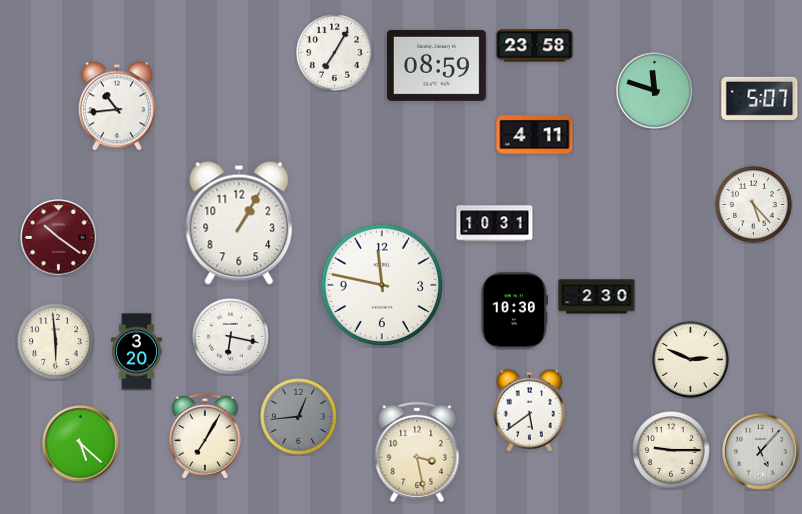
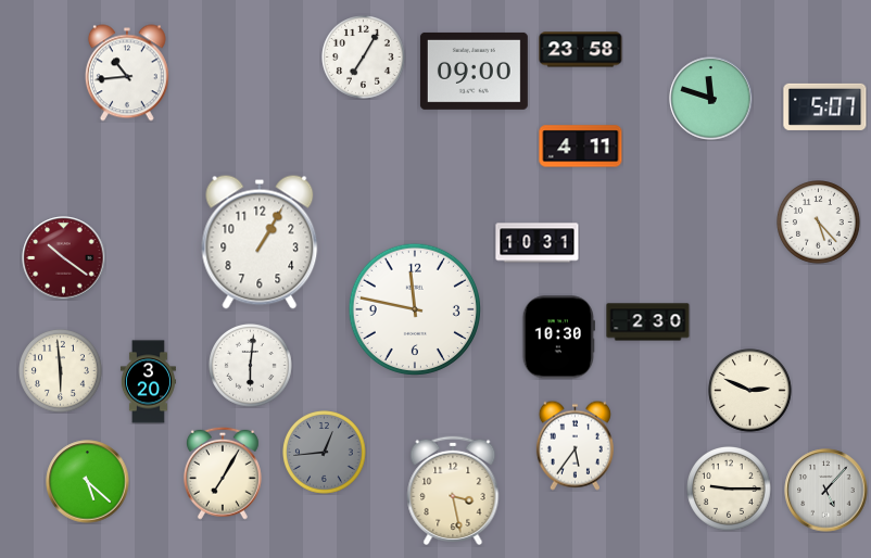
clock at (436, 65): 08:59 -> 09:00
clock at (117, 106) position: (117, 106) -> (127, 73)
clock at (231, 337): 6:17 -> 6:01
clock at (529, 410): 5:39 -> 5:36
